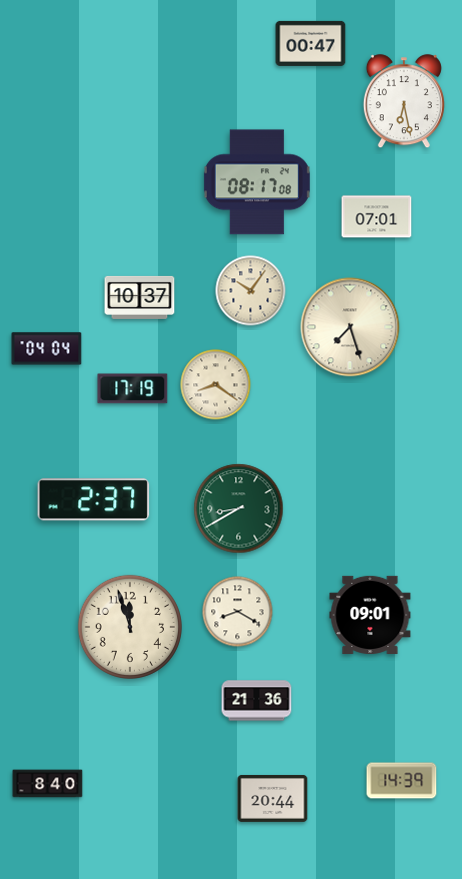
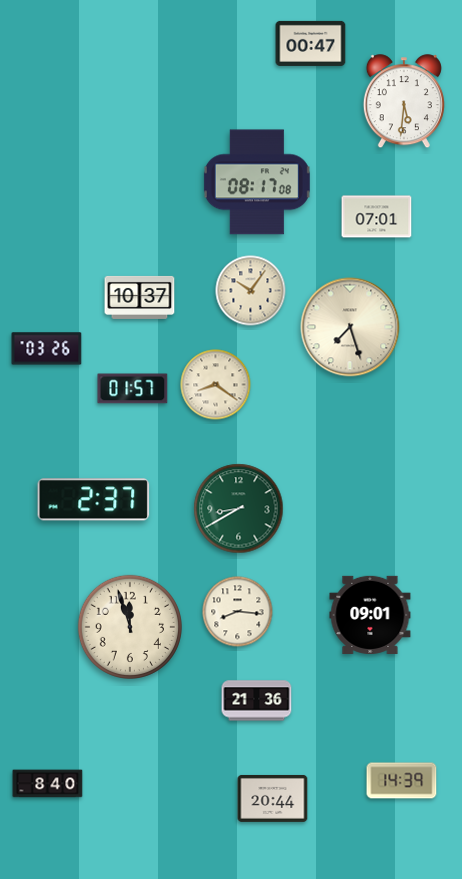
clock at (404, 102): 6:28 -> 5:31
clock at (47, 349): 04:04 -> 03:26
clock at (133, 389): 17:19 -> 01:57
clock at (238, 612): 8:20 -> 8:16
